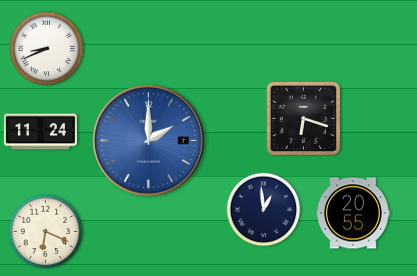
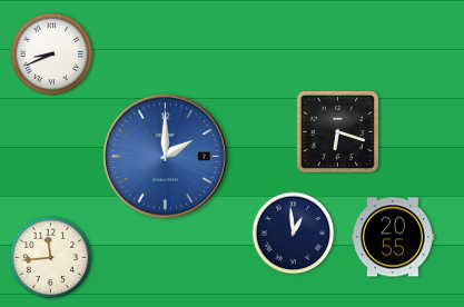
clock at (40, 132): 11:24 -> none
clock at (46, 232): 6:19 -> 11:44
